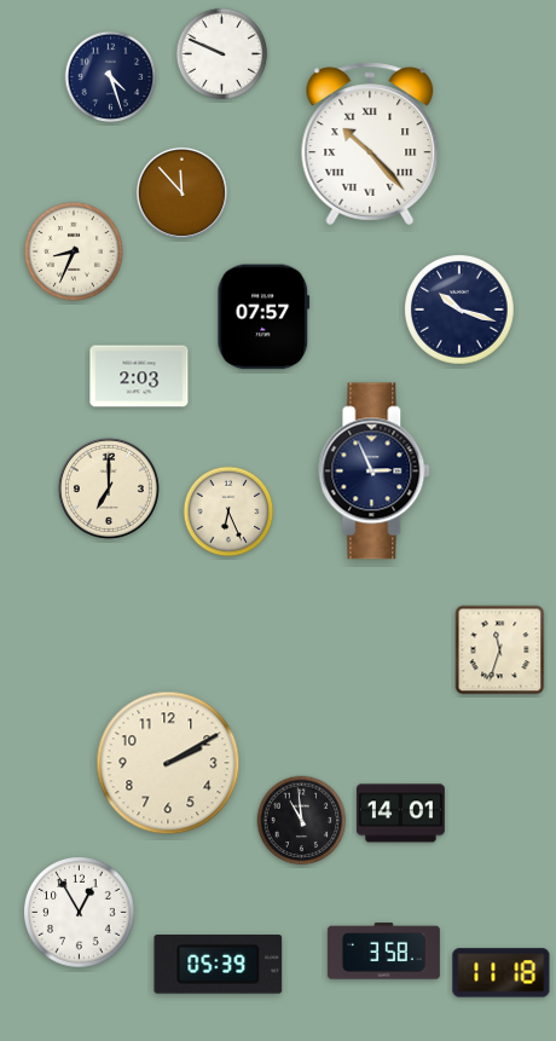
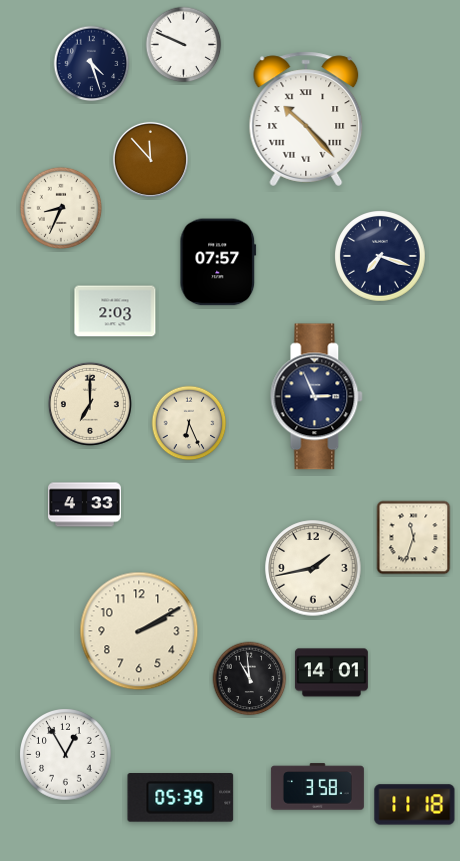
clock at (461, 311): 10:18 -> 7:18
clock at (375, 472) position: (375, 472) -> (317, 397)
clock at (85, 505): none -> 4:33
clock at (313, 568): none -> 1:43
